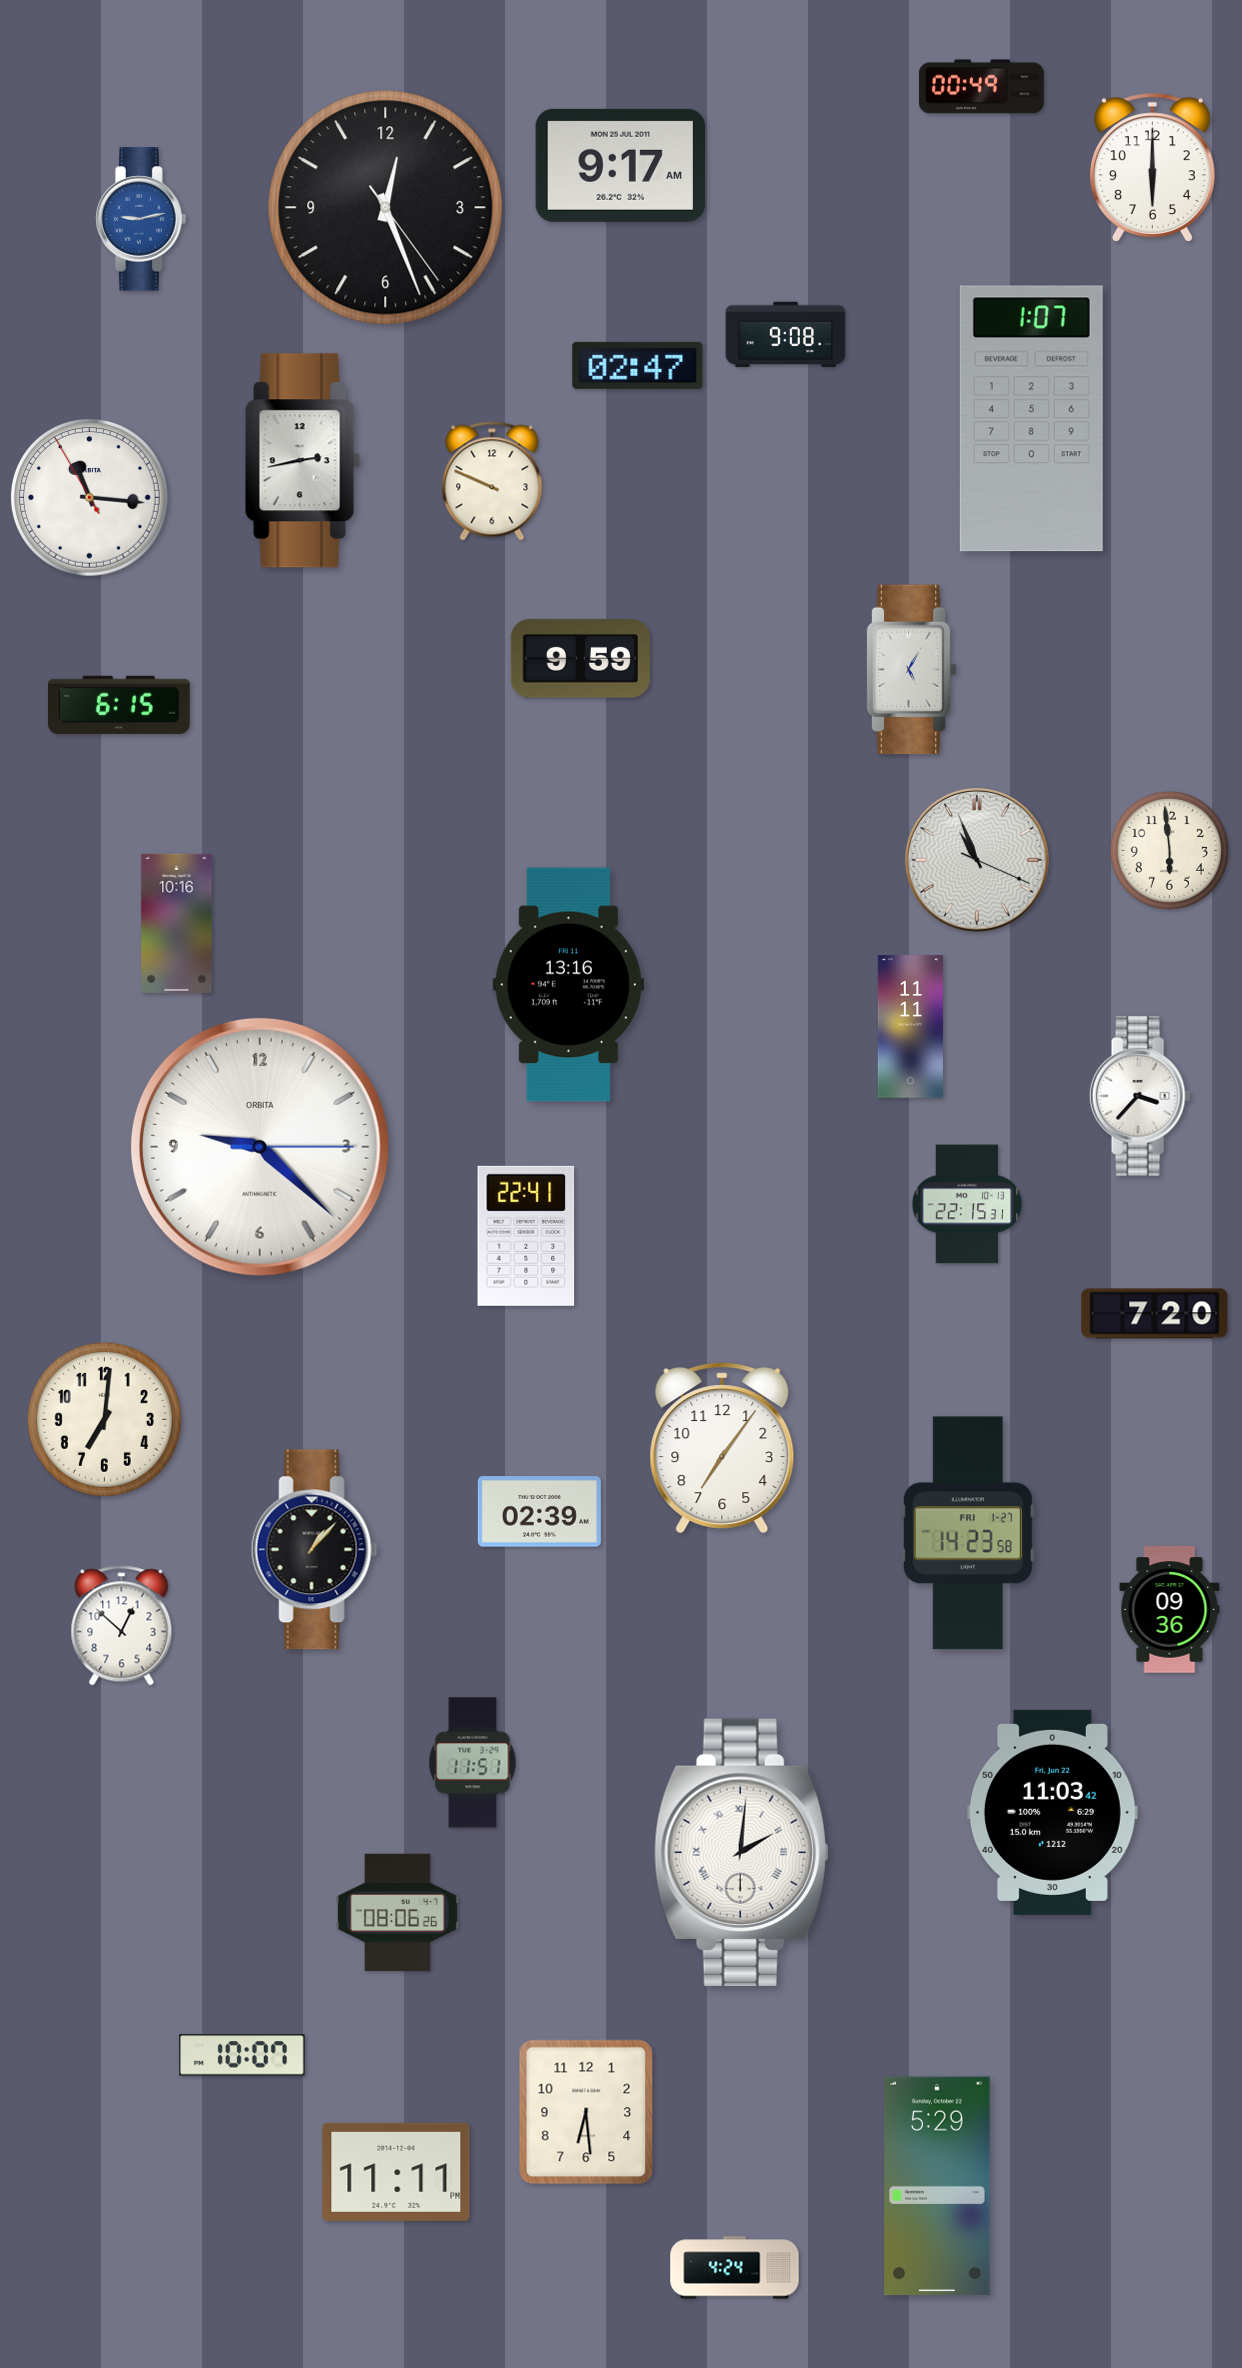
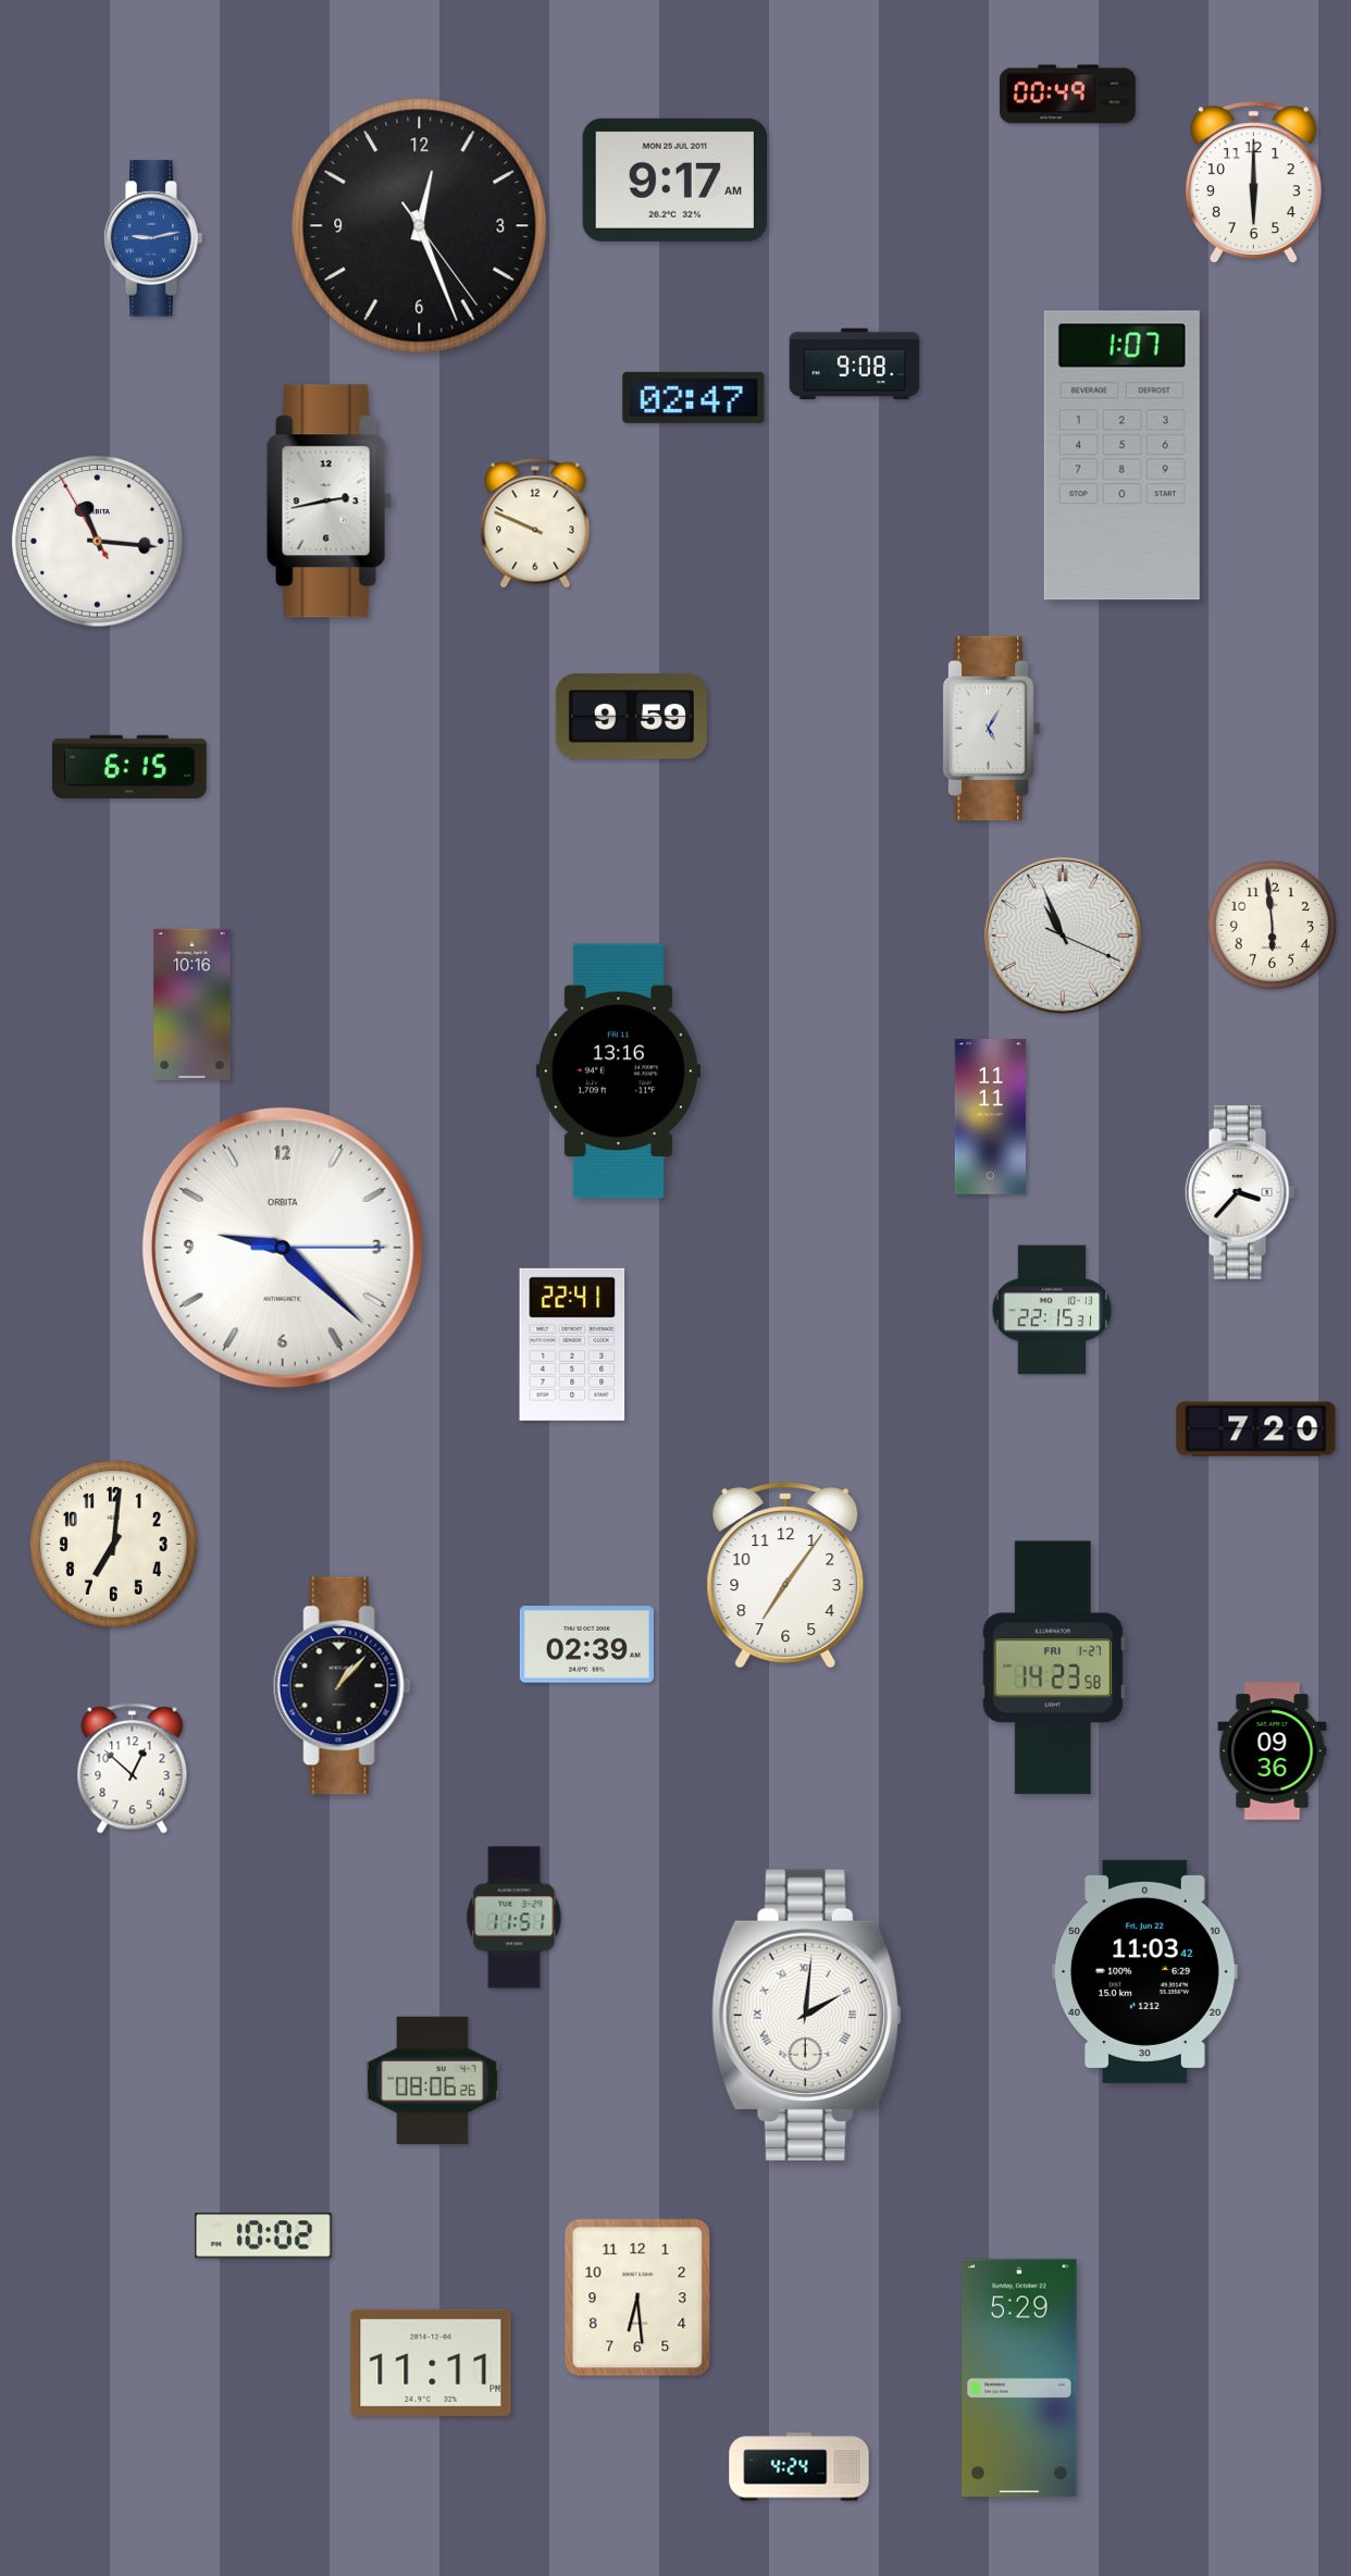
clock at (242, 2055): 10:07 -> 10:02
